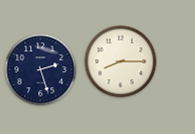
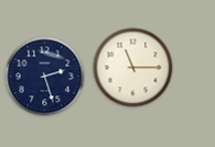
clock at (121, 62): 8:15 -> 11:15
